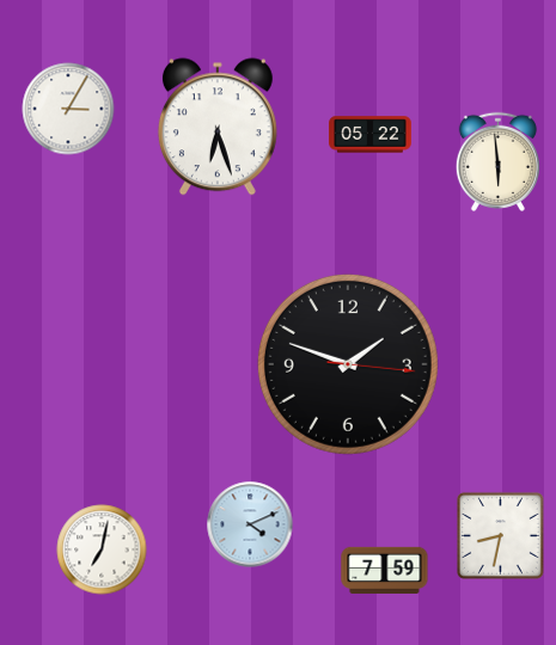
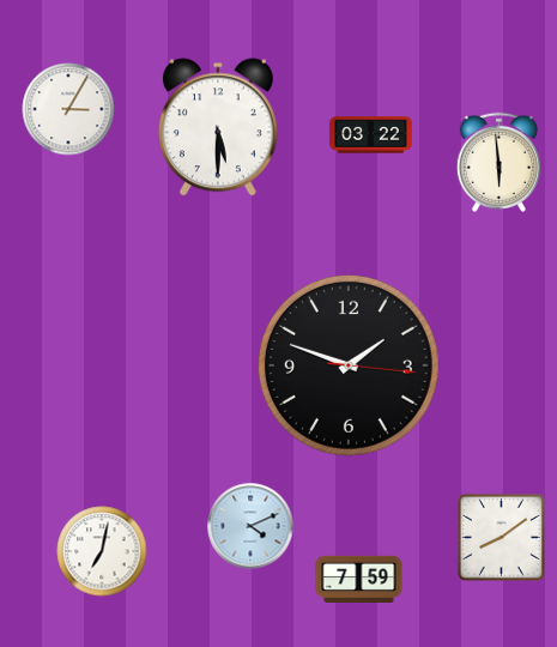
clock at (218, 127): 6:27 -> 5:30
clock at (371, 135): 05:22 -> 03:22
clock at (500, 535): 8:32 -> 8:09
clock at (385, 570) position: (385, 570) -> (359, 579)
